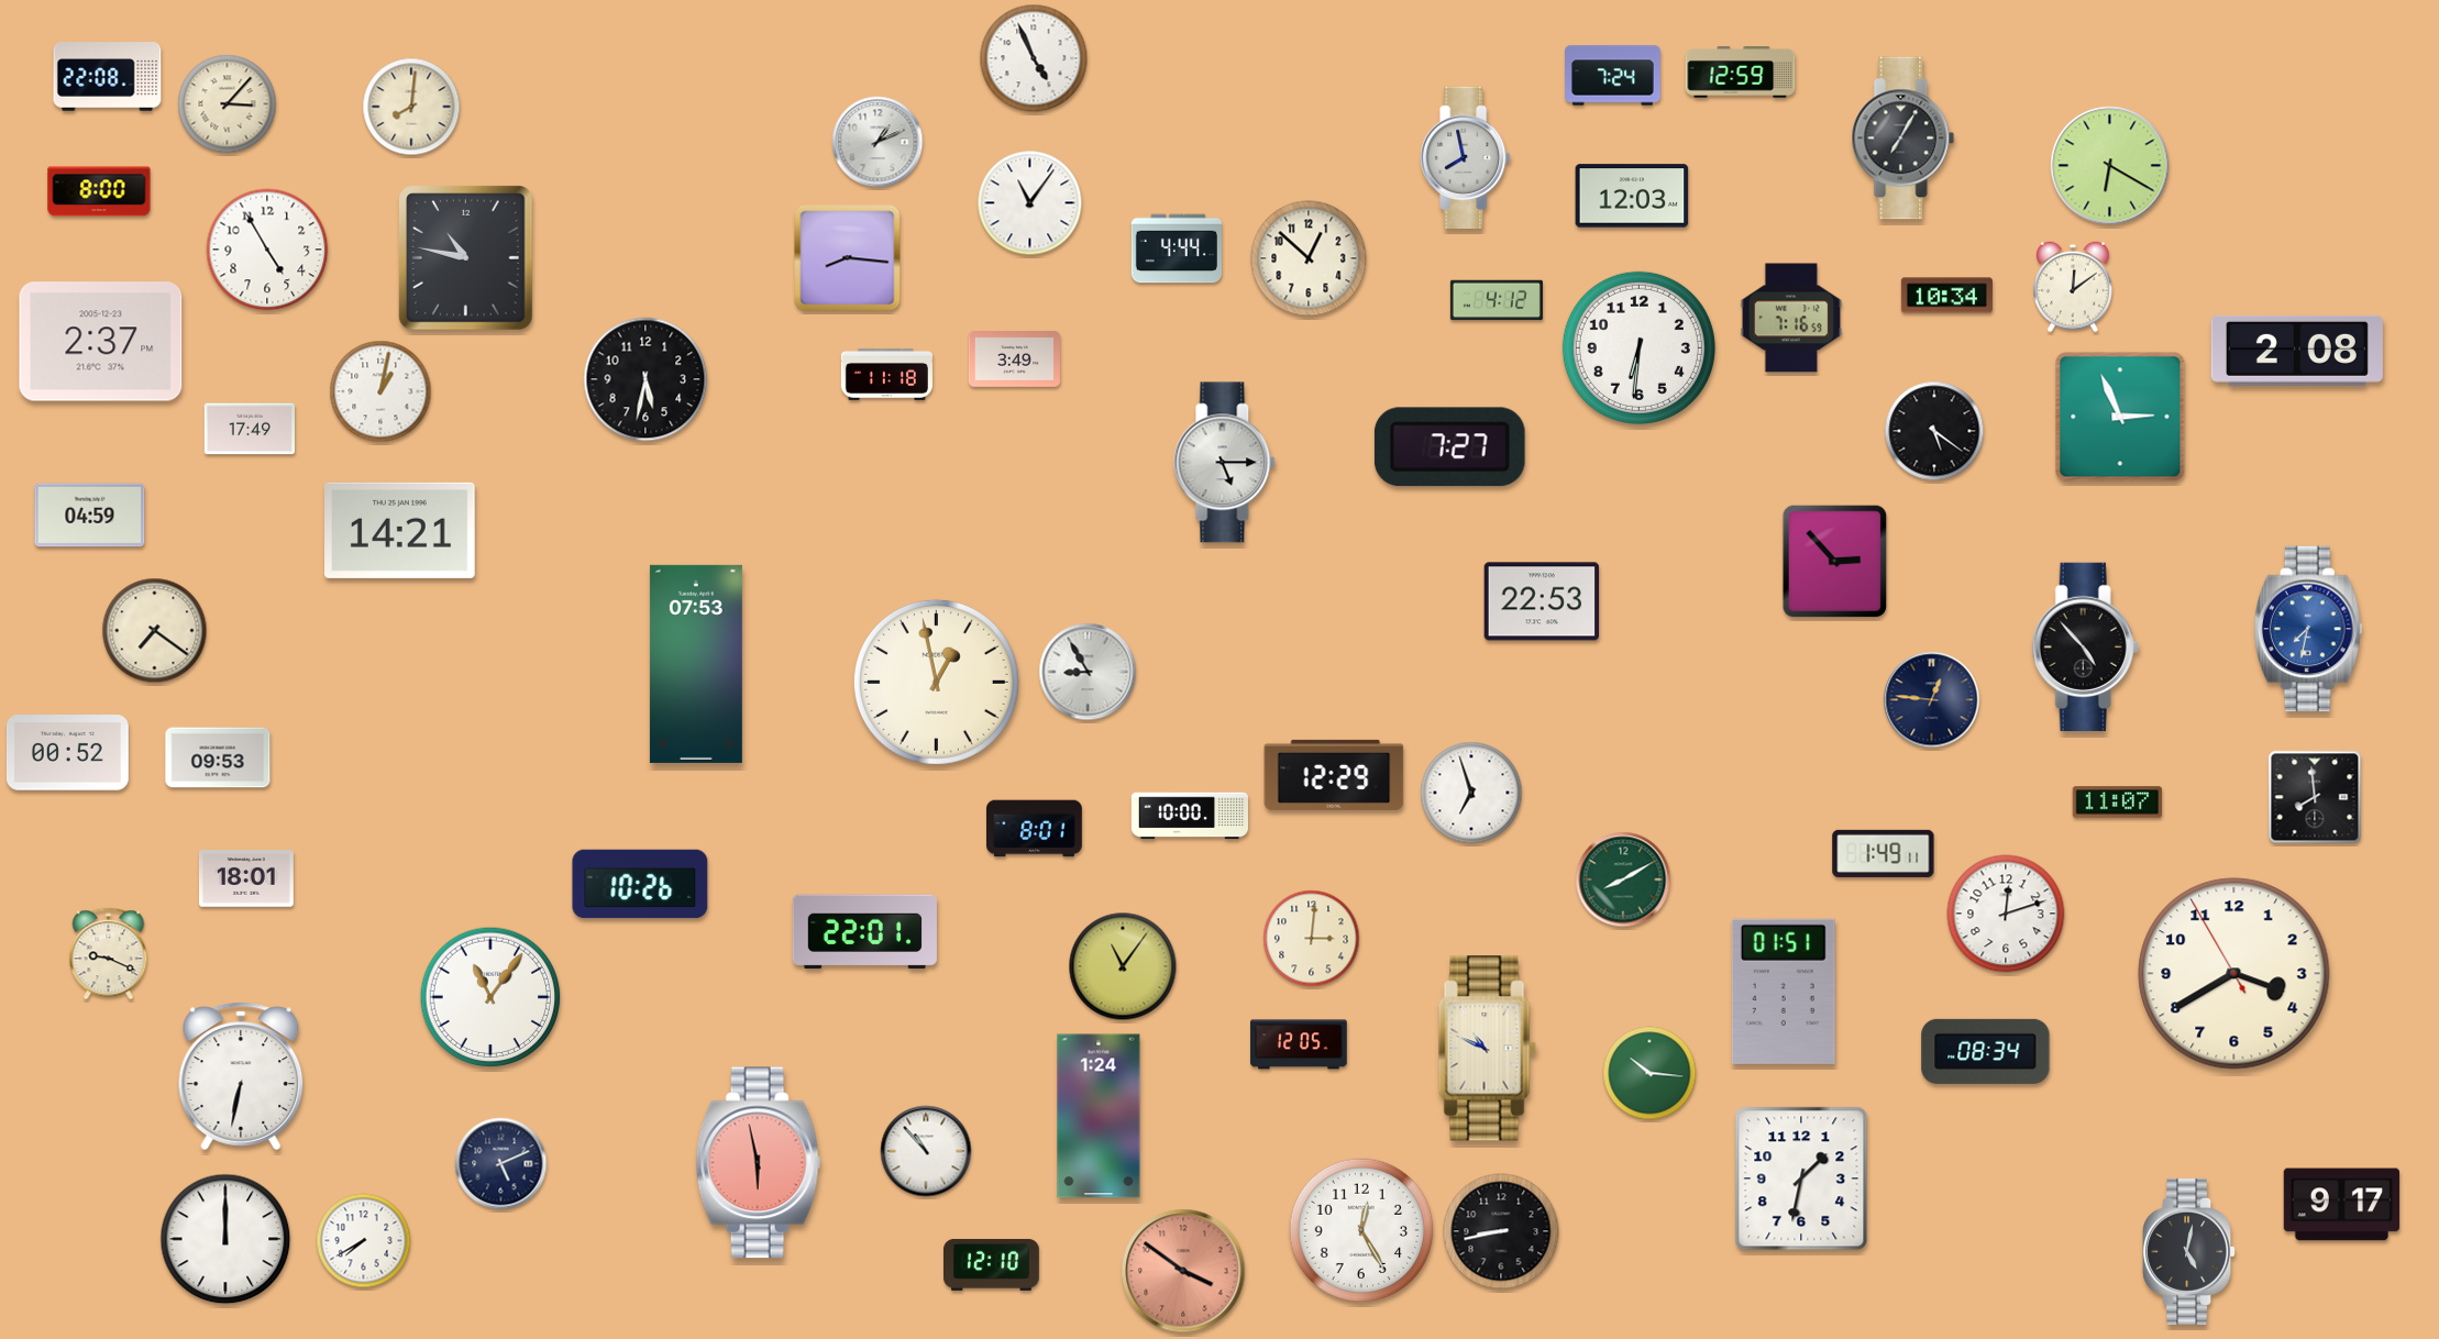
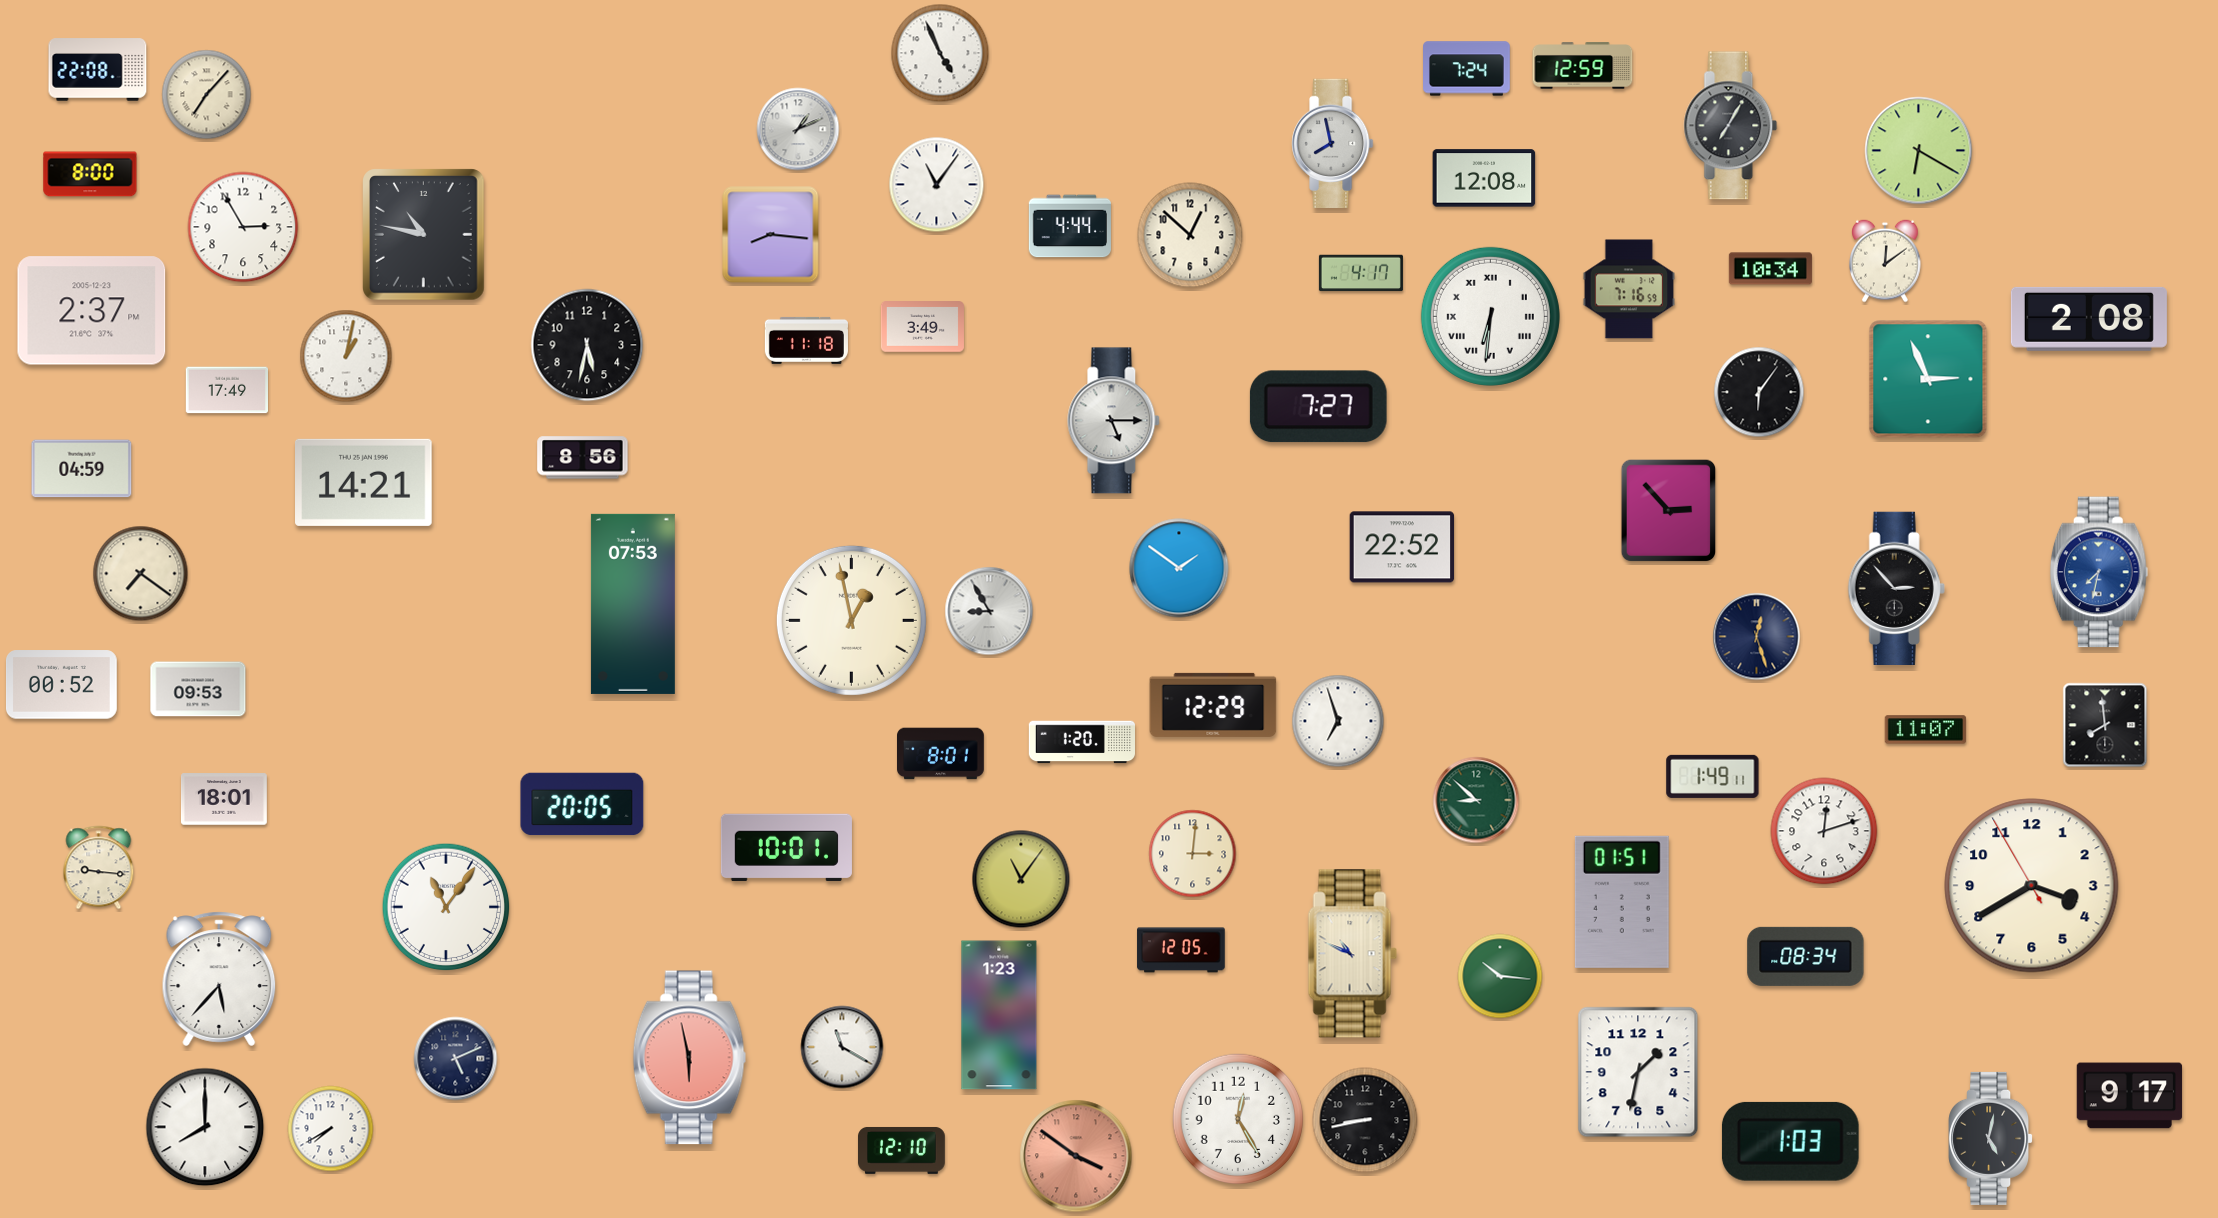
clock at (228, 104): 3:07 -> 7:07
clock at (411, 107): 8:01 -> none
clock at (1632, 196): 12:03 -> 12:08
clock at (267, 250): 4:55 -> 2:55
clock at (1497, 300): 4:12 -> 4:17
clock at (1638, 347) numerals: Arabic -> Roman
clock at (1934, 431): 5:21 -> 6:06
clock at (583, 458): none -> 8:56
clock at (1542, 601): 22:53 -> 22:52
clock at (1179, 568): none -> 1:51
clock at (2085, 646): 4:53 -> 2:53
clock at (1932, 700): 12:46 -> 12:27
clock at (1190, 816): 10:00 -> 1:20
clock at (1623, 879): 8:10 -> 8:52
clock at (640, 884): 10:26 -> 20:05
clock at (864, 932): 22:01 -> 10:01
clock at (109, 954): 9:19 -> 9:16
clock at (241, 1076): 6:32 -> 5:37
clock at (1099, 1116): 1:24 -> 1:23
clock at (926, 1151): 10:53 -> 11:20
clock at (225, 1239): 12:00 -> 8:00
clock at (1790, 1141): none -> 1:03
